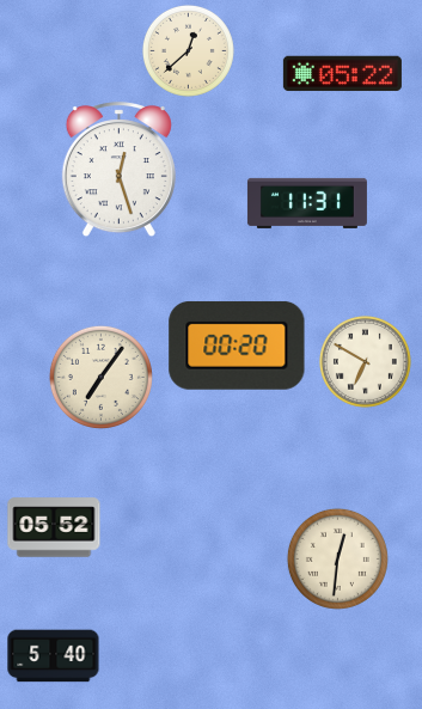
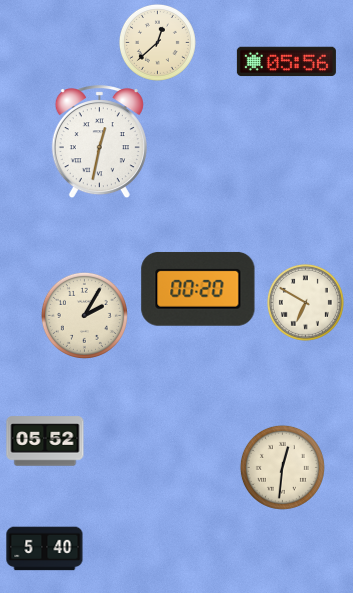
clock at (342, 74): 05:22 -> 05:56
clock at (118, 170): 12:27 -> 12:32
clock at (307, 203): 11:31 -> none
clock at (100, 377): 7:06 -> 2:05
